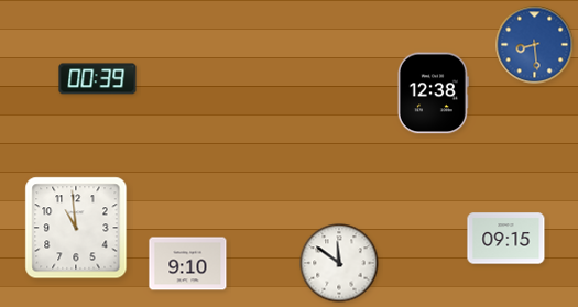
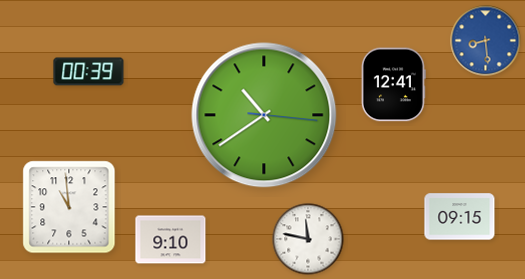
clock at (433, 94): 12:38 -> 12:41
clock at (264, 115): none -> 10:39
clock at (339, 263): 11:51 -> 11:47
